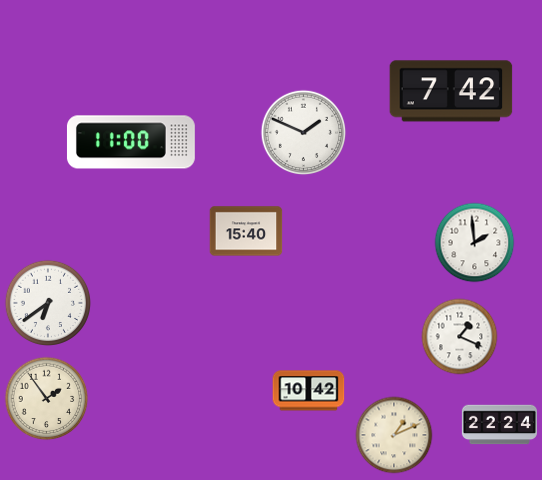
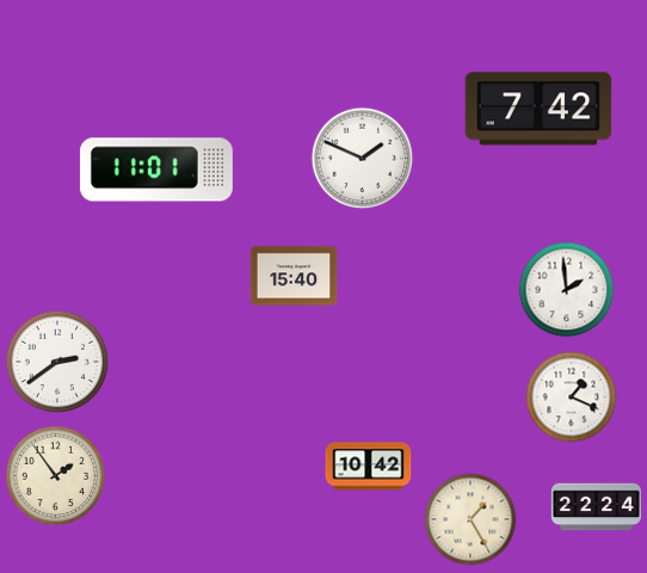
clock at (131, 142): 11:00 -> 11:01
clock at (47, 302): 6:39 -> 2:39
clock at (460, 337) position: (460, 337) -> (572, 398)
clock at (394, 435): 1:11 -> 1:25
